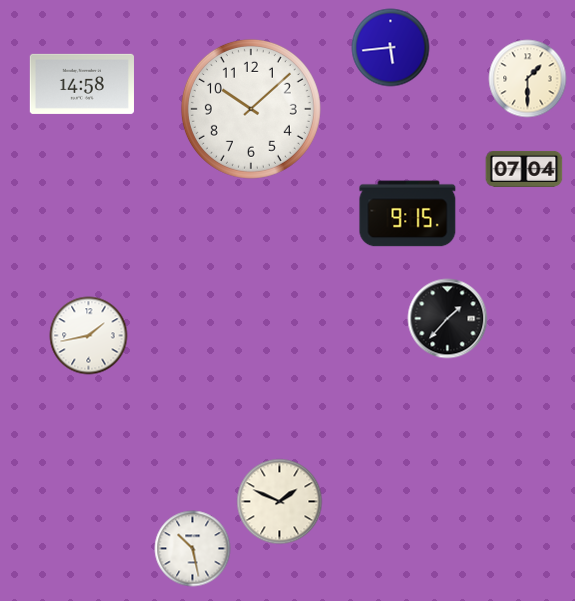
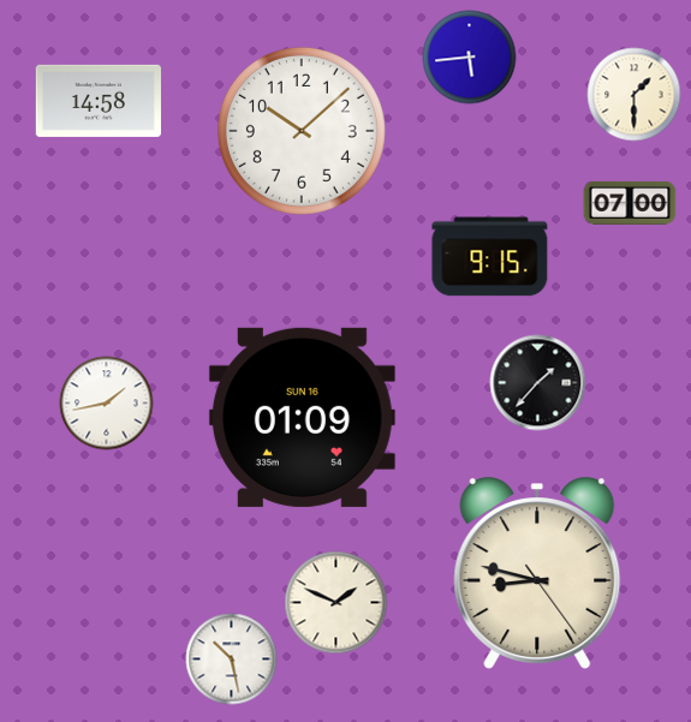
clock at (524, 169): 07:04 -> 07:00
clock at (302, 417): none -> 01:09
clock at (537, 573): none -> 8:47
